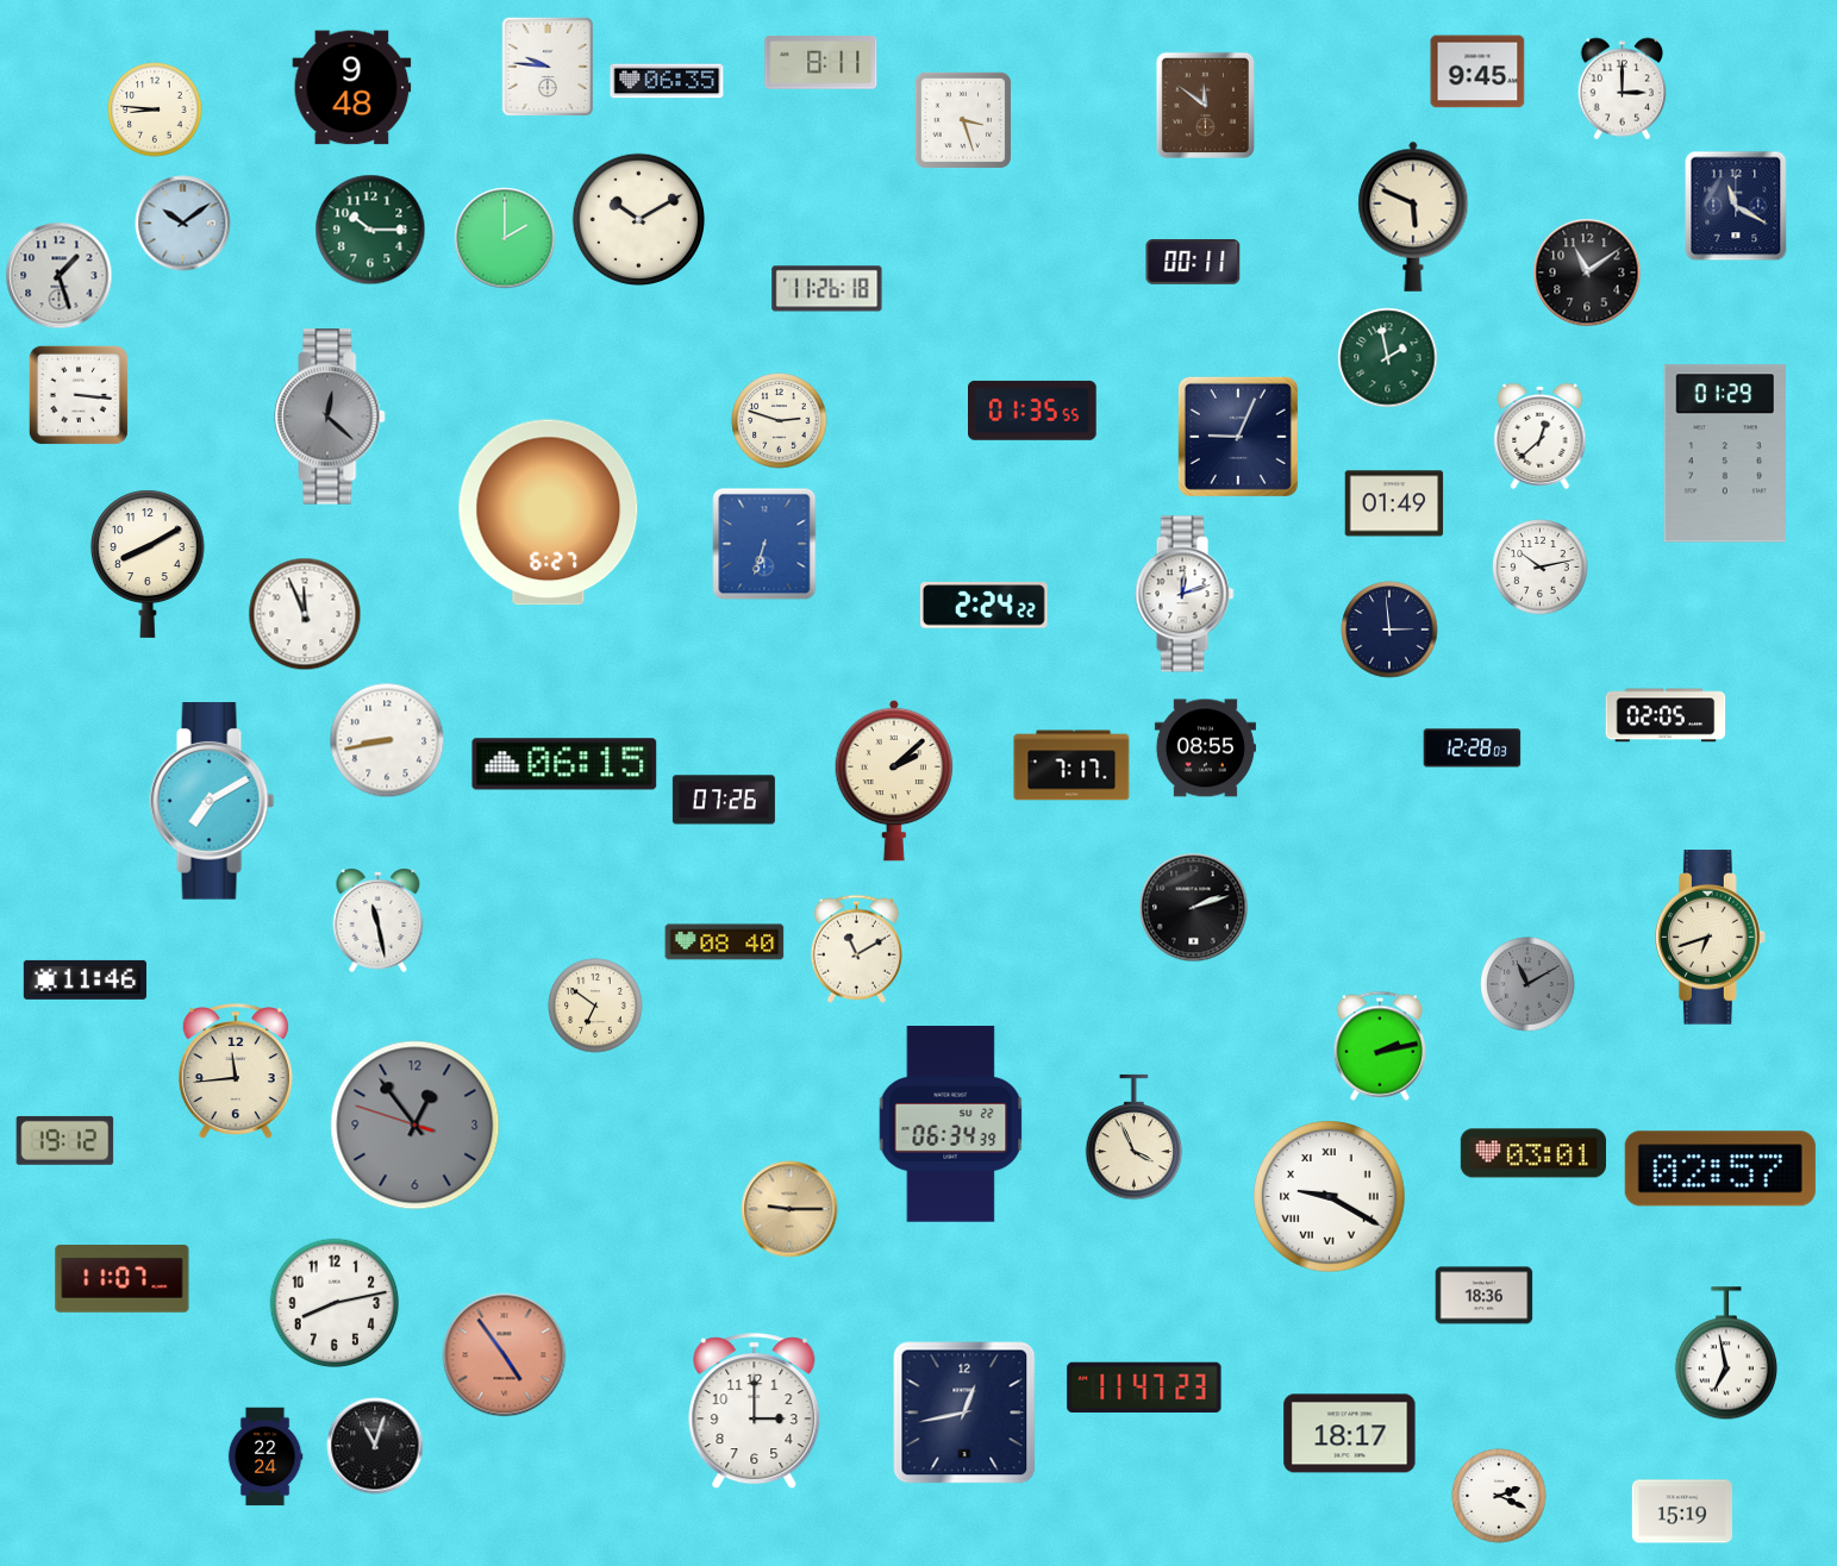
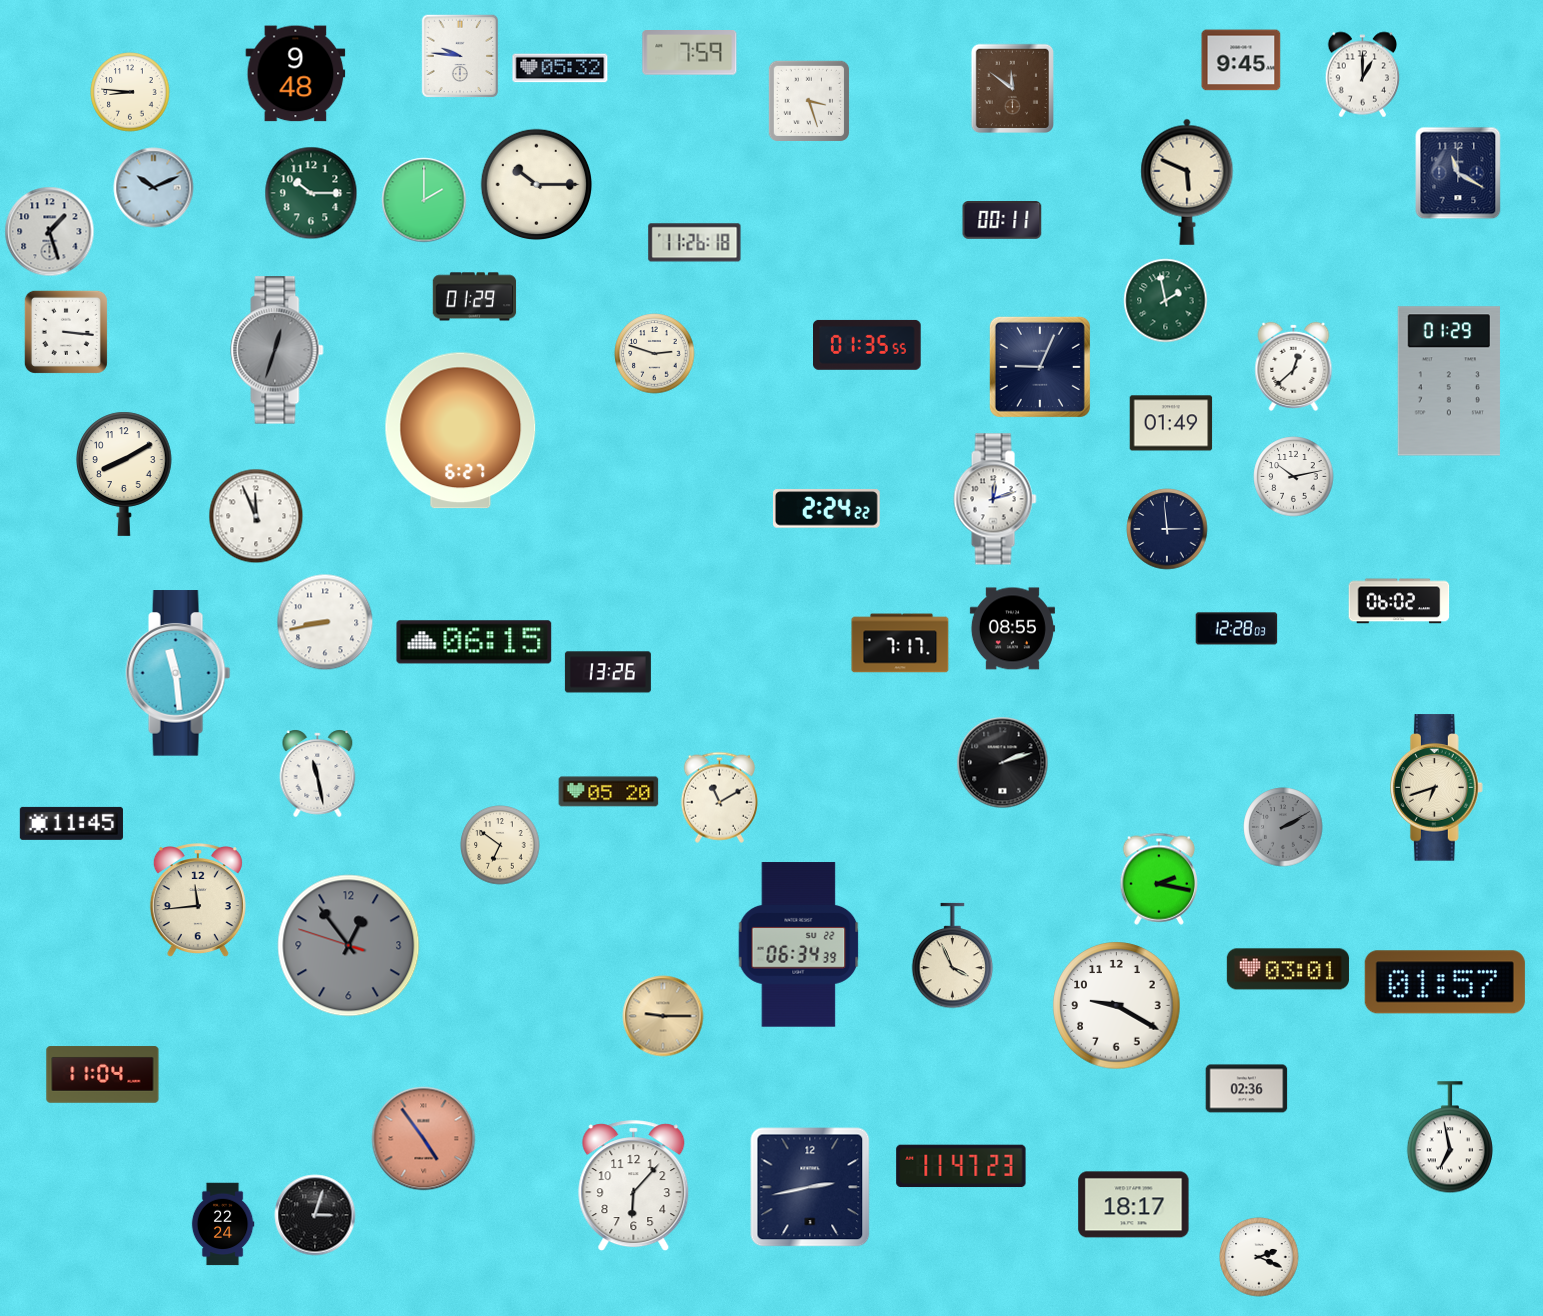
clock at (821, 63): 8:11 -> 7:59
clock at (667, 81): 06:35 -> 05:32
clock at (1623, 89): 3:00 -> 1:00
clock at (638, 219): 10:10 -> 10:15
clock at (183, 224): 10:09 -> 10:11
clock at (1587, 273): 11:09 -> none
clock at (475, 297): none -> 01:29
clock at (330, 416): 12:22 -> 12:33
clock at (764, 544): 6:33 -> none
clock at (1666, 715): 02:05 -> 06:02
clock at (894, 781): 2:08 -> none
clock at (724, 800): 07:26 -> 13:26
clock at (212, 801): 7:10 -> 11:29
clock at (725, 942): 08:40 -> 05:20
clock at (85, 979): 11:46 -> 11:45
clock at (1527, 984): 11:10 -> 2:10
clock at (1380, 1046): 2:13 -> 2:17
clock at (65, 1140): 19:12 -> none
clock at (1720, 1169): 02:57 -> 01:57
clock at (1330, 1197) numerals: Roman -> Arabic
clock at (123, 1279): 11:07 -> 11:04
clock at (1485, 1296): 18:36 -> 02:36
clock at (335, 1303): 8:13 -> none
clock at (755, 1411): 3:00 -> 6:07
clock at (964, 1412): 12:43 -> 2:43
clock at (375, 1446): 11:03 -> 3:03
clock at (1681, 1511): 15:19 -> none
